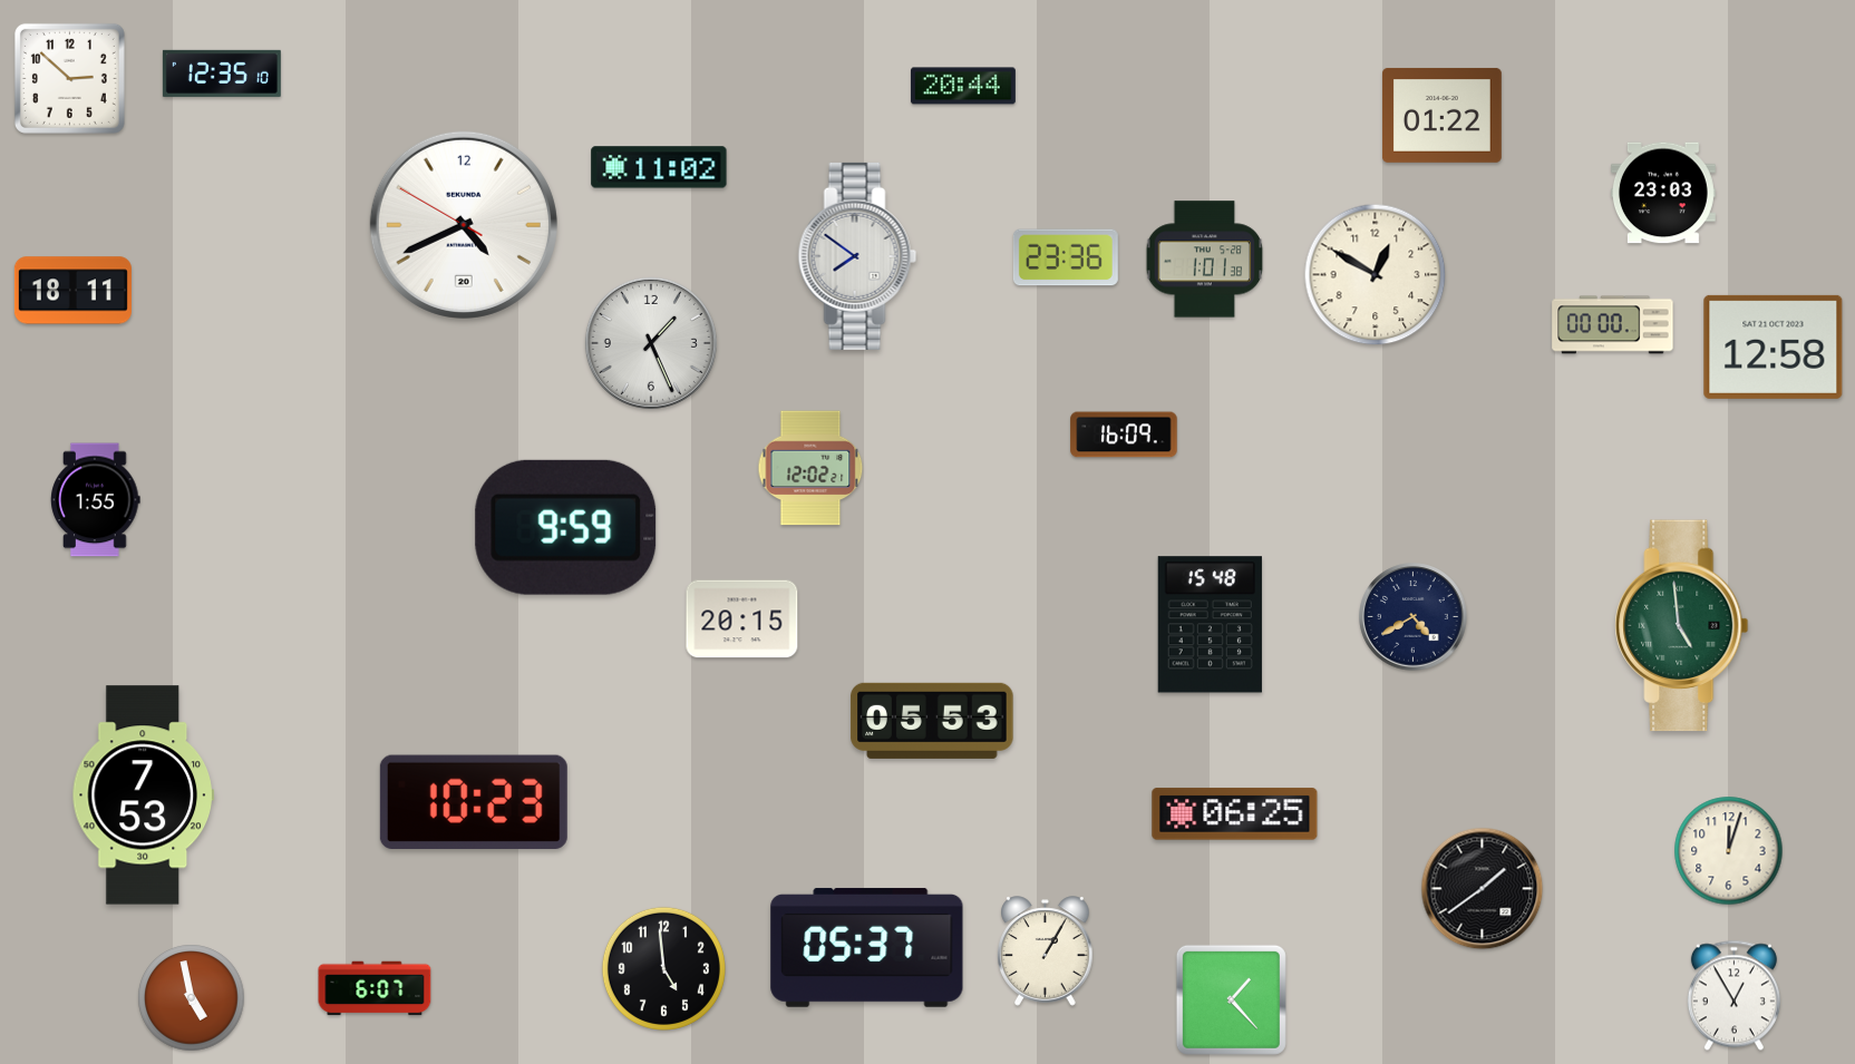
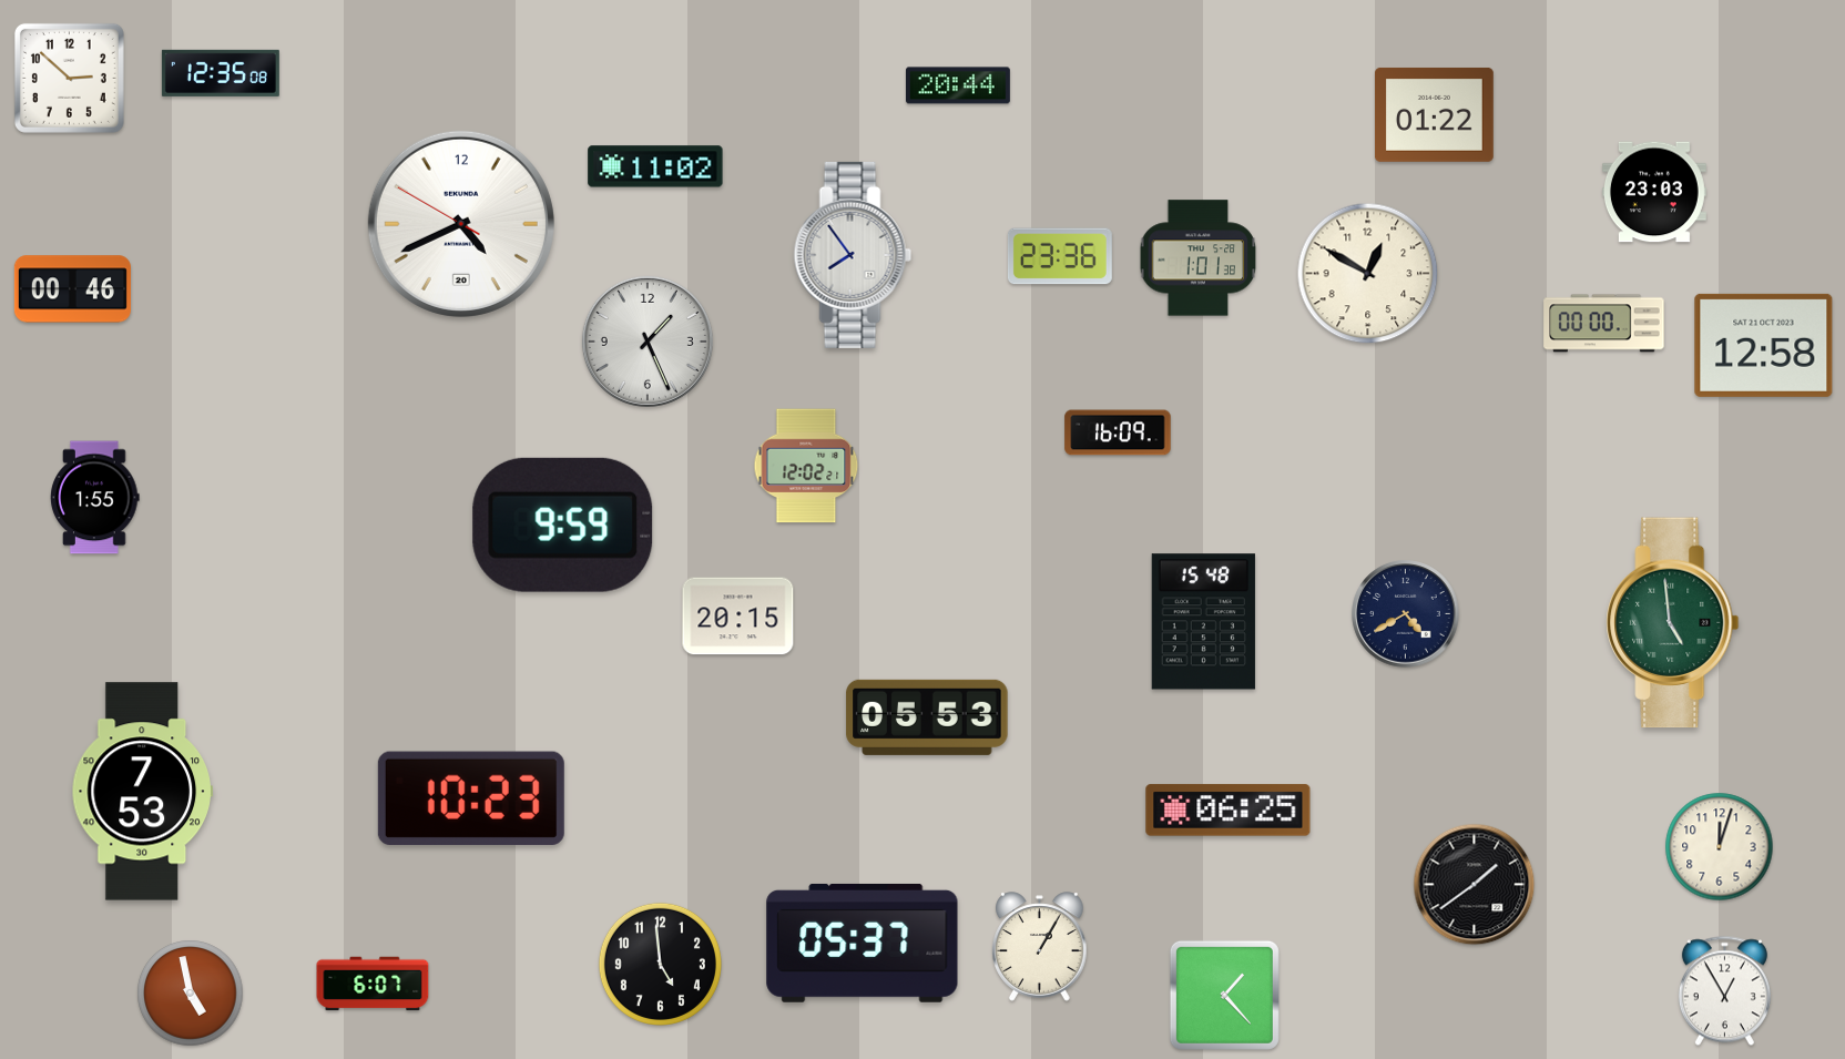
clock at (222, 74): 12:35:10 -> 12:35:08
clock at (857, 256): 7:51 -> 7:54
clock at (72, 291): 18:11 -> 00:46
